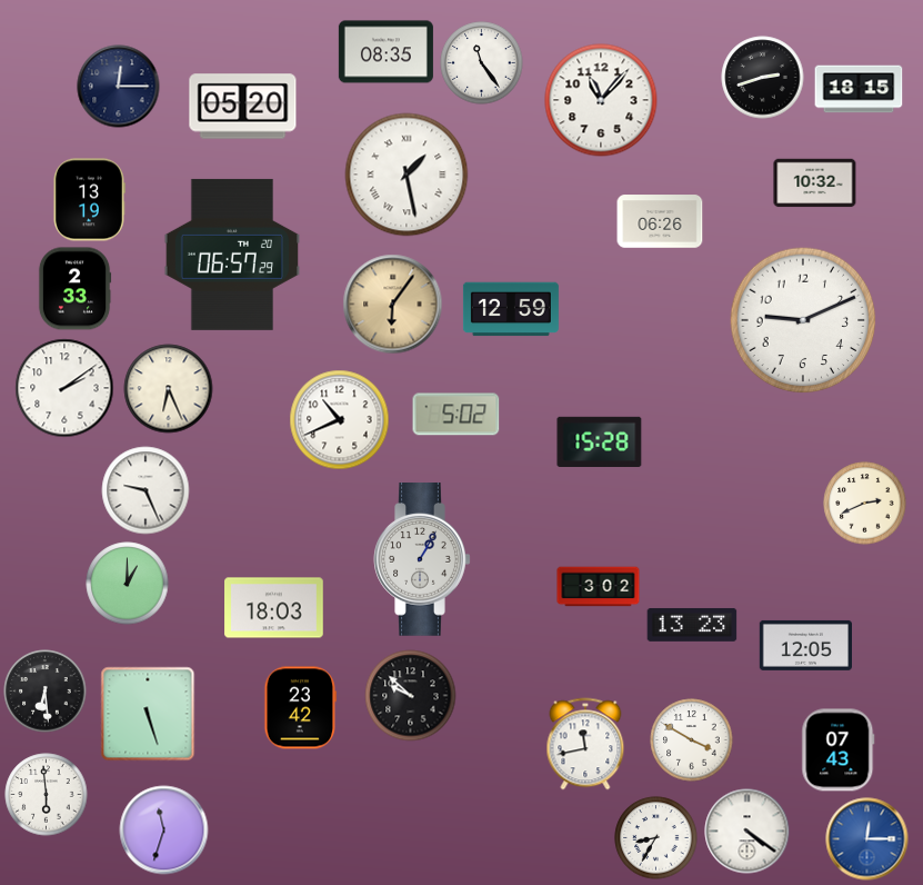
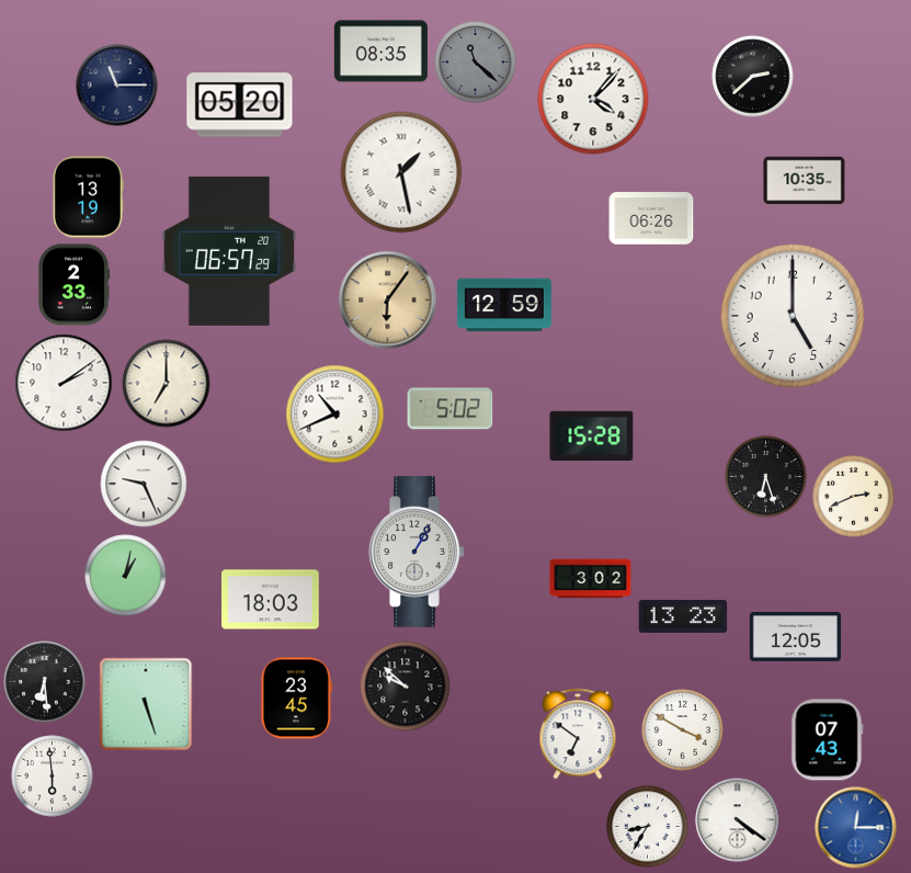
clock at (482, 63): 11:24 -> 11:22
clock at (482, 63) dial: white -> grey
clock at (763, 78): 2:42 -> 2:38
clock at (119, 87): 12:15 -> 11:15
clock at (859, 89): 18:15 -> none
clock at (601, 100): 11:07 -> 4:07
clock at (815, 183): 10:32 -> 10:35
clock at (803, 320): 9:11 -> 5:00
clock at (169, 389): 6:26 -> 7:00
clock at (766, 477): none -> 6:27
clock at (128, 584): 1:00 -> 1:02
clock at (301, 708): 23:42 -> 23:45
clock at (585, 744): 11:43 -> 6:51
clock at (47, 795) position: (47, 795) -> (53, 776)
clock at (164, 831): 11:33 -> none
